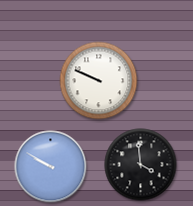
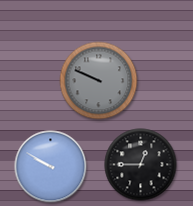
clock at (99, 81) dial: white -> grey
clock at (141, 165): 3:59 -> 12:45
